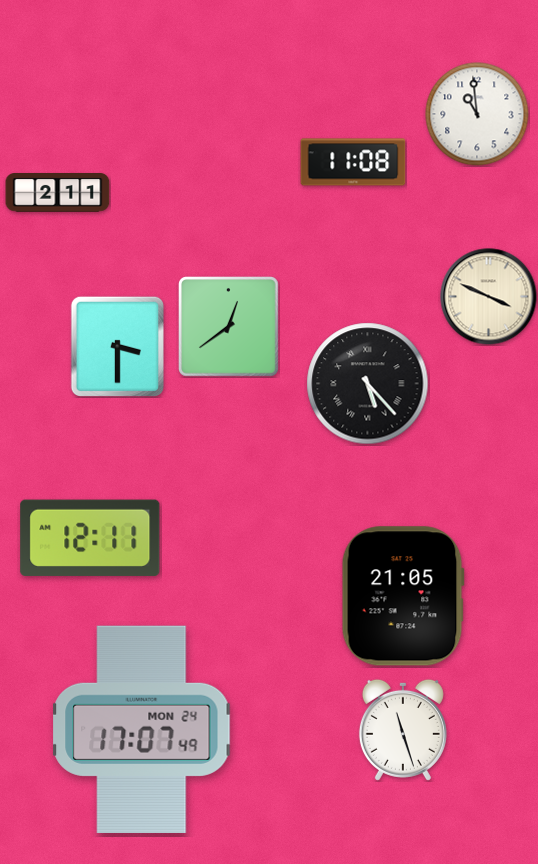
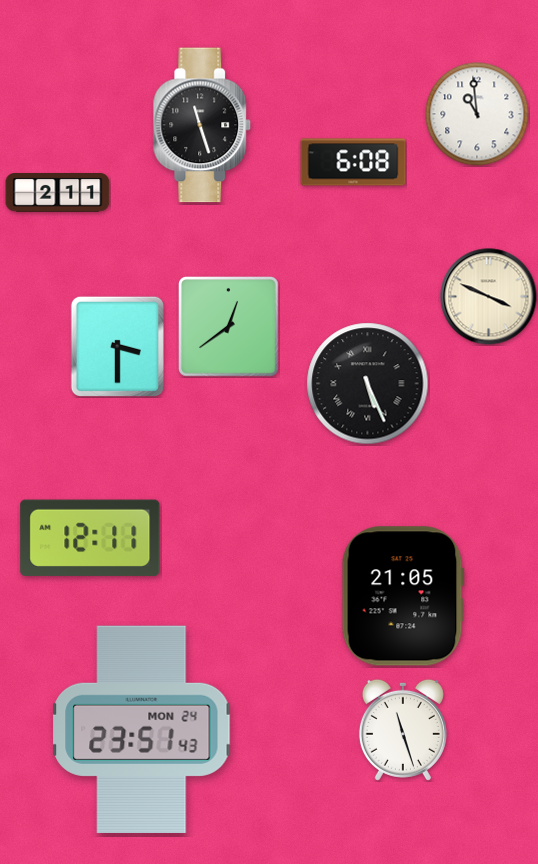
clock at (202, 125): none -> 11:27
clock at (353, 162): 11:08 -> 6:08
clock at (368, 384): 5:23 -> 5:26
clock at (142, 729): 17:07 -> 23:51
